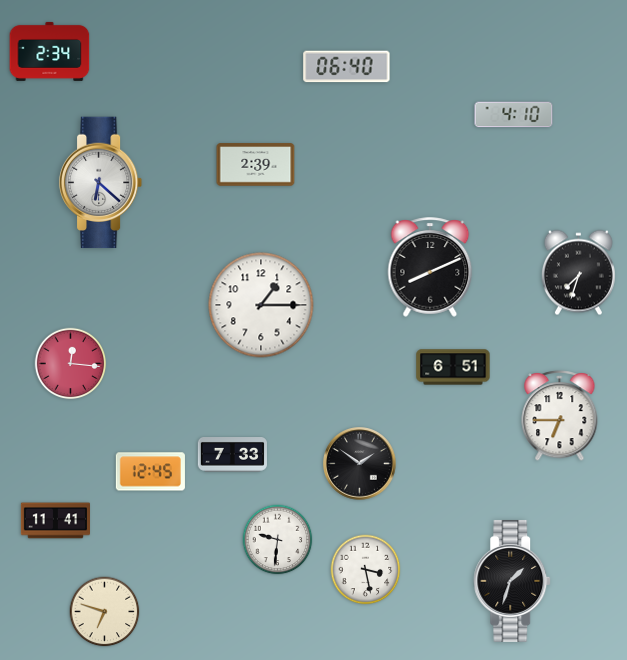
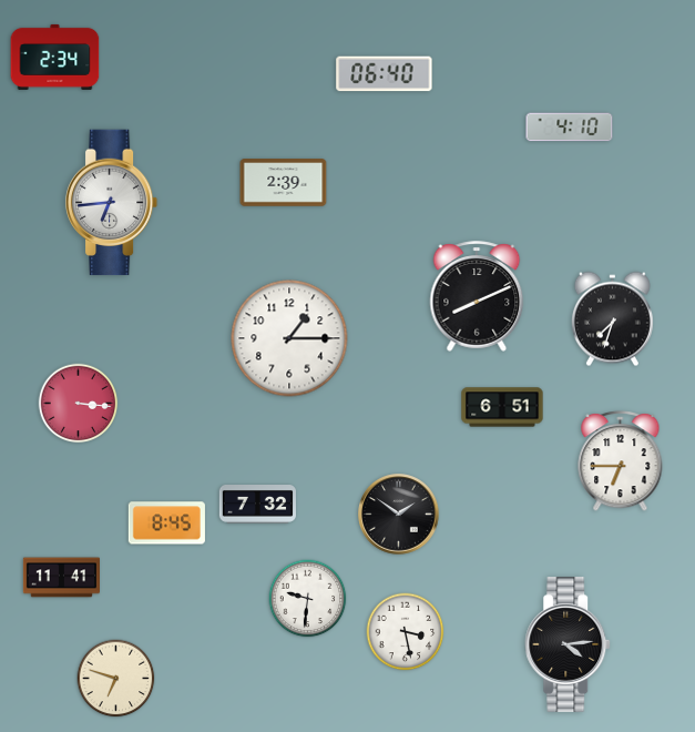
clock at (101, 183): 6:22 -> 6:44
clock at (578, 273) position: (578, 273) -> (612, 319)
clock at (71, 364): 12:16 -> 3:16
clock at (232, 455): 7:33 -> 7:32
clock at (150, 472): 12:45 -> 8:45
clock at (513, 581): 1:33 -> 4:14
